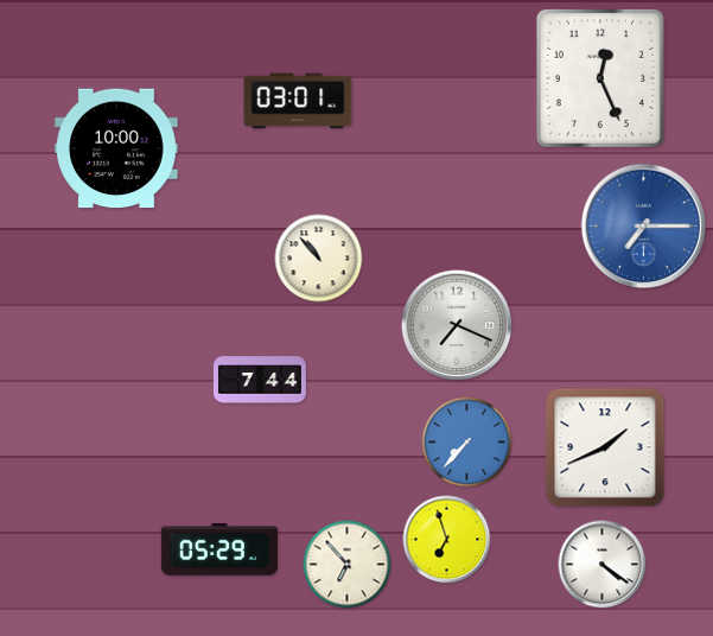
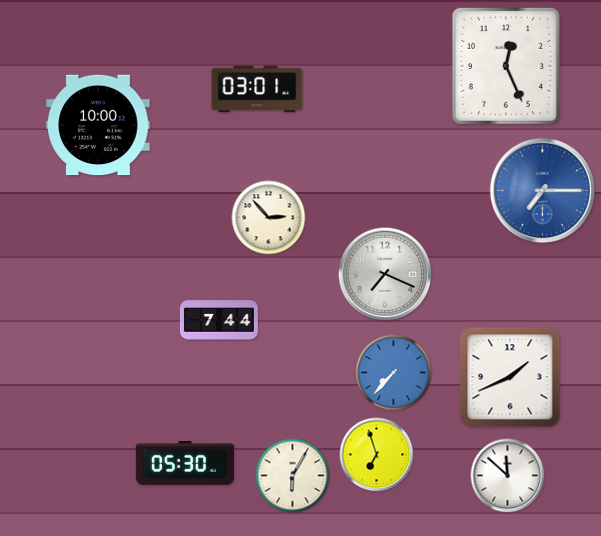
clock at (298, 101) position: (298, 101) -> (257, 89)
clock at (319, 259): 10:53 -> 2:53
clock at (219, 551): 05:29 -> 05:30
clock at (348, 565): 6:53 -> 6:05
clock at (603, 565): 4:21 -> 11:52
